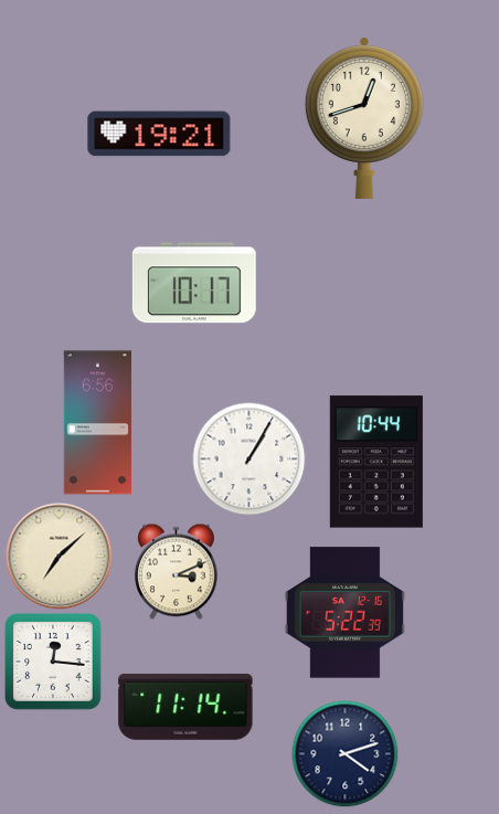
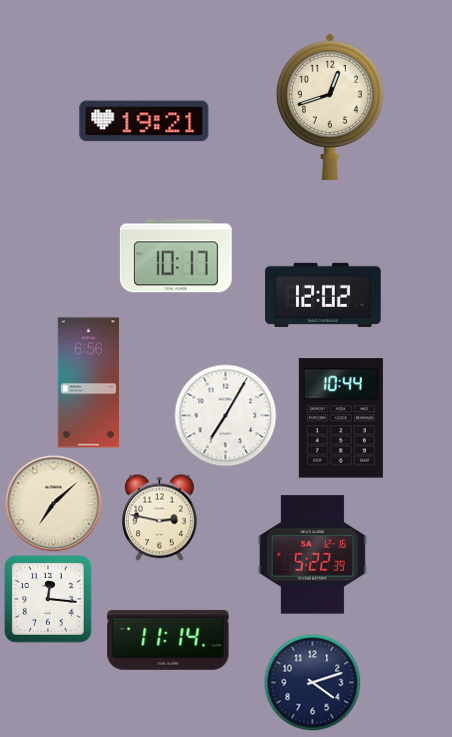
clock at (323, 295): none -> 12:02
clock at (250, 459): 1:05 -> 7:05
clock at (177, 571): 3:11 -> 2:47
